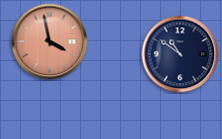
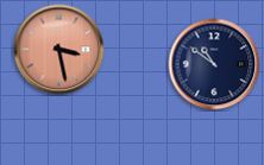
clock at (50, 42): 3:58 -> 3:28
